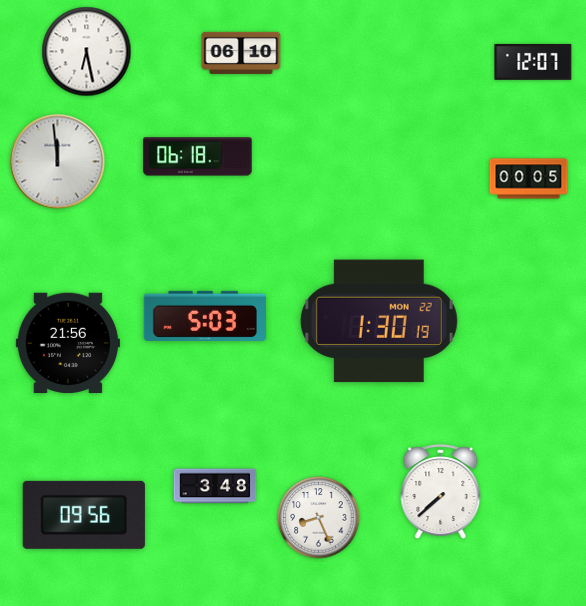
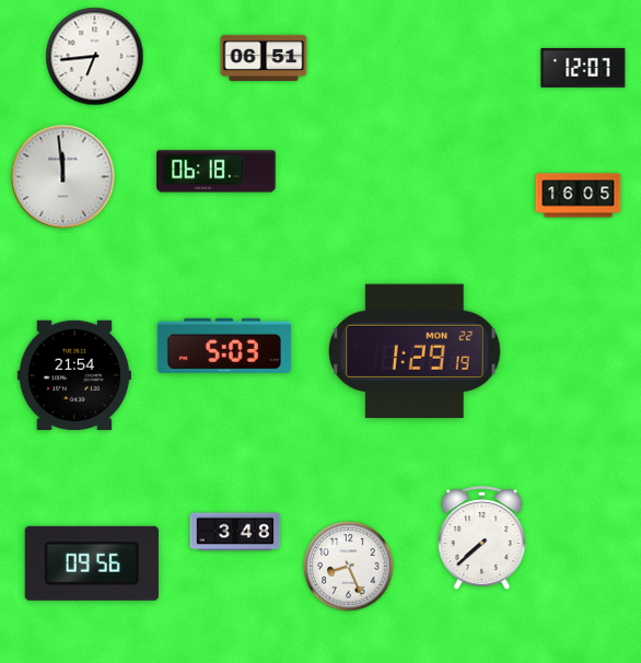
clock at (87, 52): 6:28 -> 6:44
clock at (241, 53): 06:10 -> 06:51
clock at (529, 179): 00:05 -> 16:05
clock at (379, 321): 1:30 -> 1:29
clock at (68, 342): 21:56 -> 21:54
